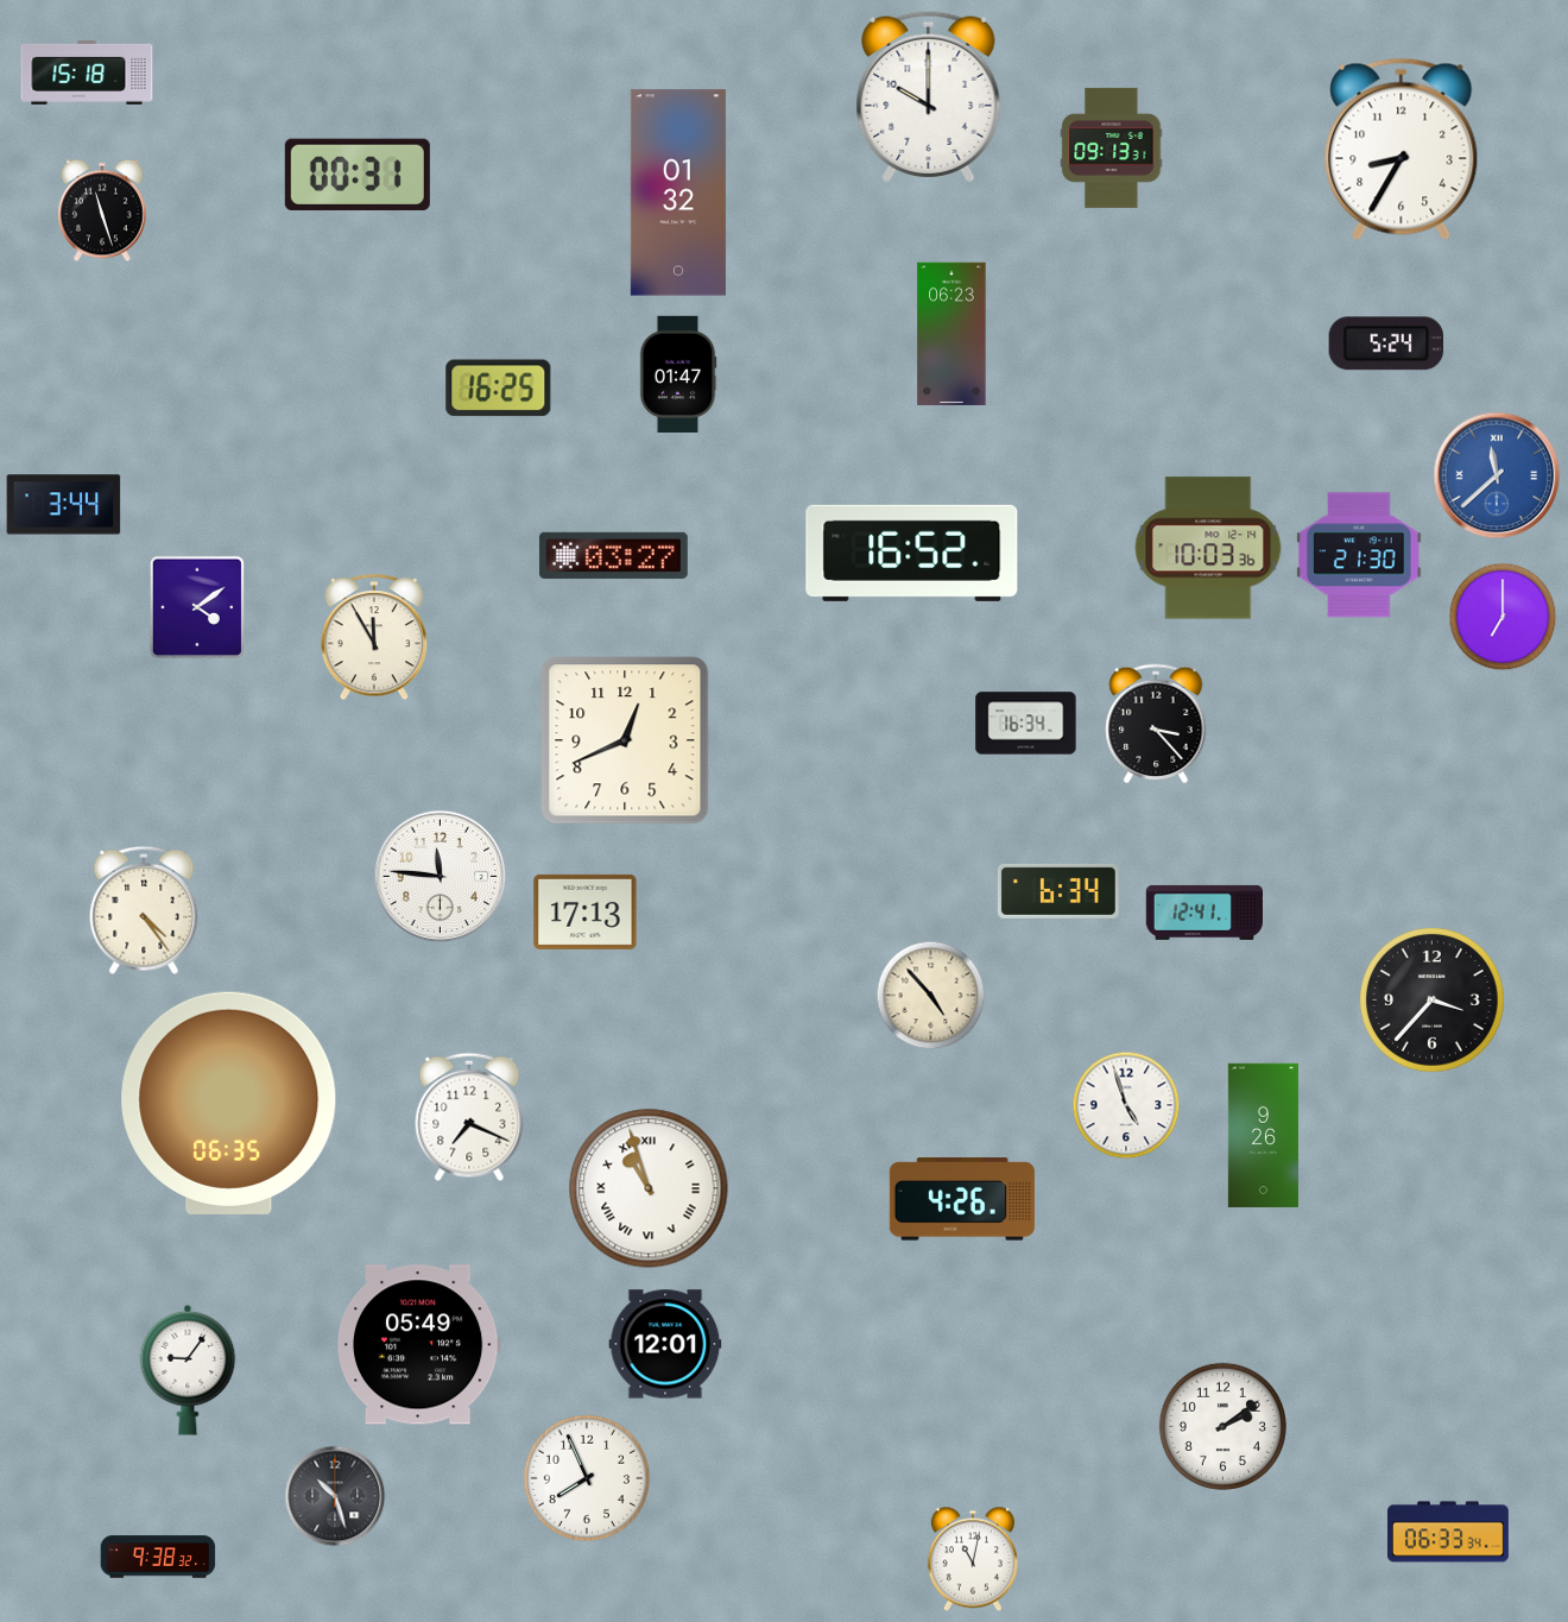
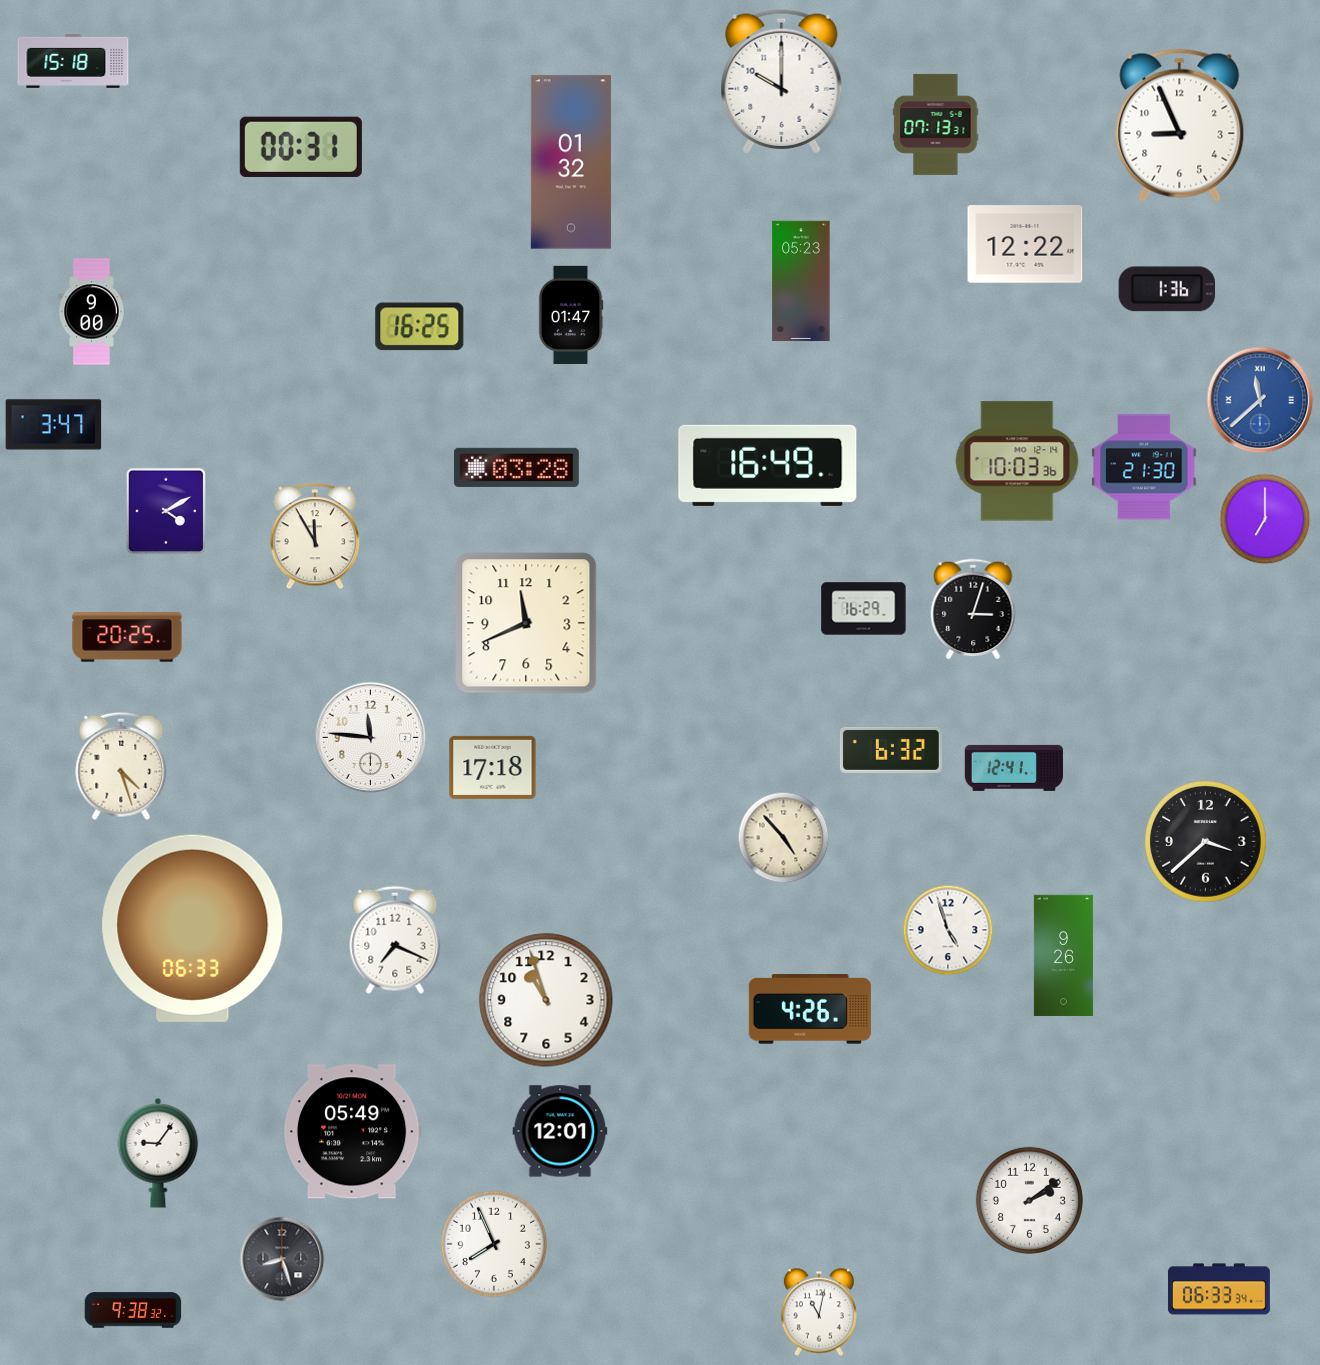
clock at (1112, 147): 09:13 -> 07:13
clock at (1402, 149): 8:35 -> 8:56
clock at (102, 210): 11:27 -> none
clock at (1025, 244): none -> 12:22
clock at (951, 334): 06:23 -> 05:23
clock at (1385, 343): 5:24 -> 1:36
clock at (92, 312): none -> 9:00
clock at (64, 505): 3:44 -> 3:47
clock at (912, 553): 16:52 -> 16:49
clock at (613, 555): 03:27 -> 03:28
clock at (197, 607): 4:09 -> 4:10
clock at (1026, 724): 16:34 -> 16:29
clock at (1156, 724): 3:23 -> 3:03
clock at (625, 740): 12:41 -> 11:41
clock at (127, 637): none -> 20:25
clock at (1058, 891): 6:34 -> 6:32
clock at (144, 910): 4:24 -> 4:27
clock at (586, 911): 17:13 -> 17:18
clock at (1433, 1001): 3:37 -> 3:38
clock at (229, 1103): 06:35 -> 06:33
clock at (649, 1188) numerals: Roman -> Arabic
clock at (335, 1496): 10:27 -> 8:27
